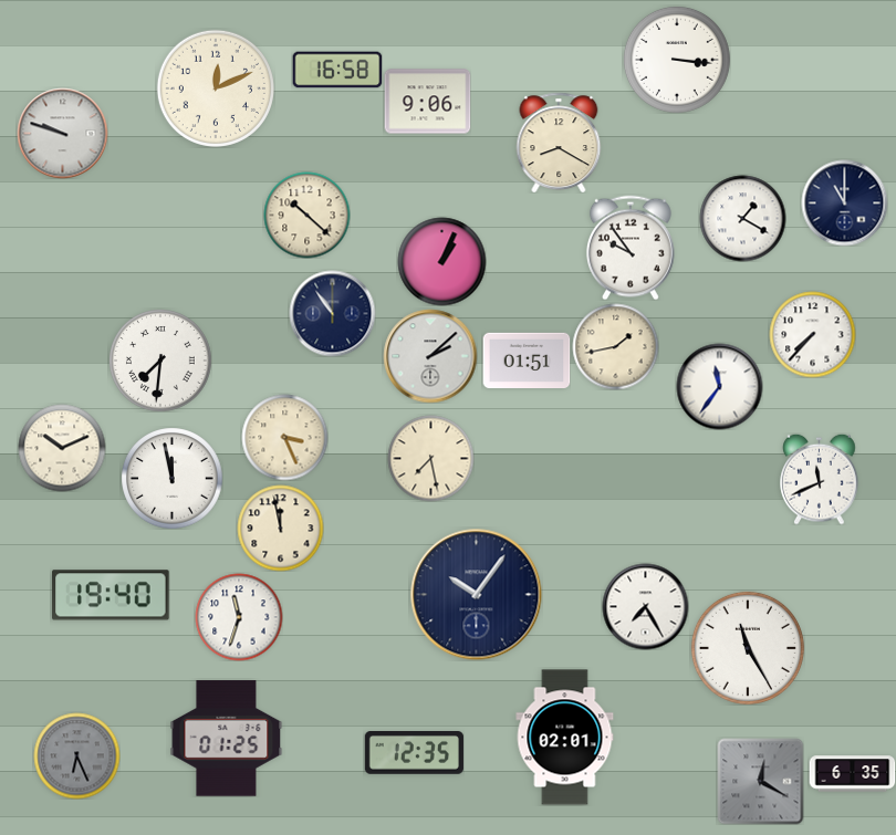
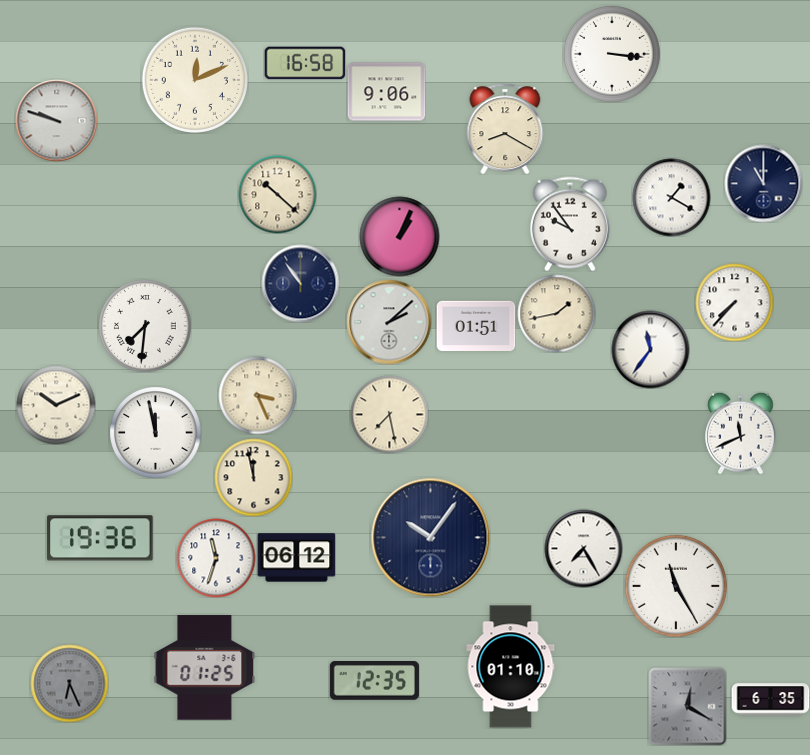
clock at (111, 595): 19:40 -> 19:36
clock at (296, 558): none -> 06:12
clock at (565, 738): 02:01 -> 01:10
